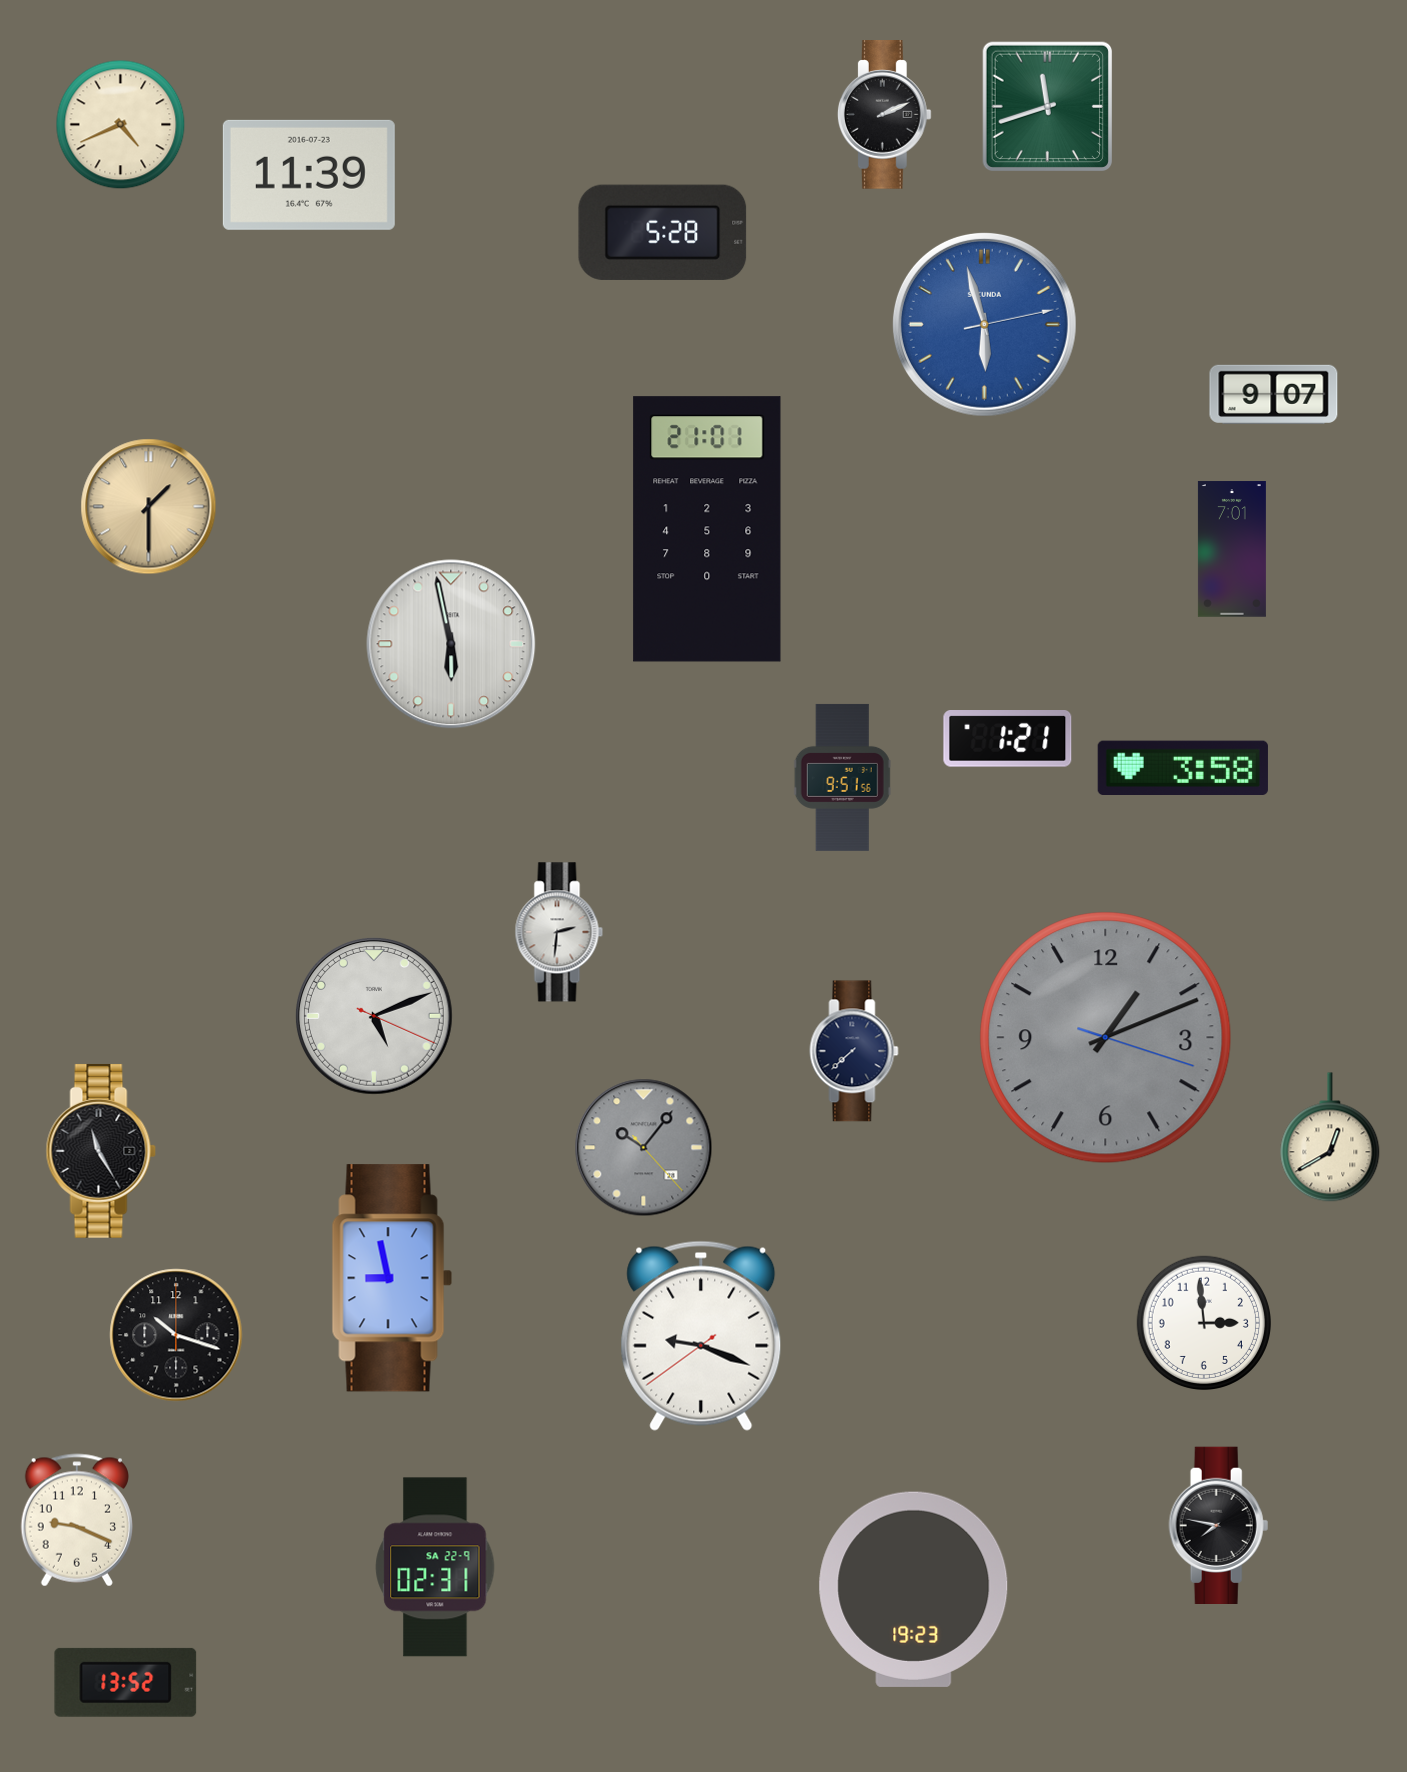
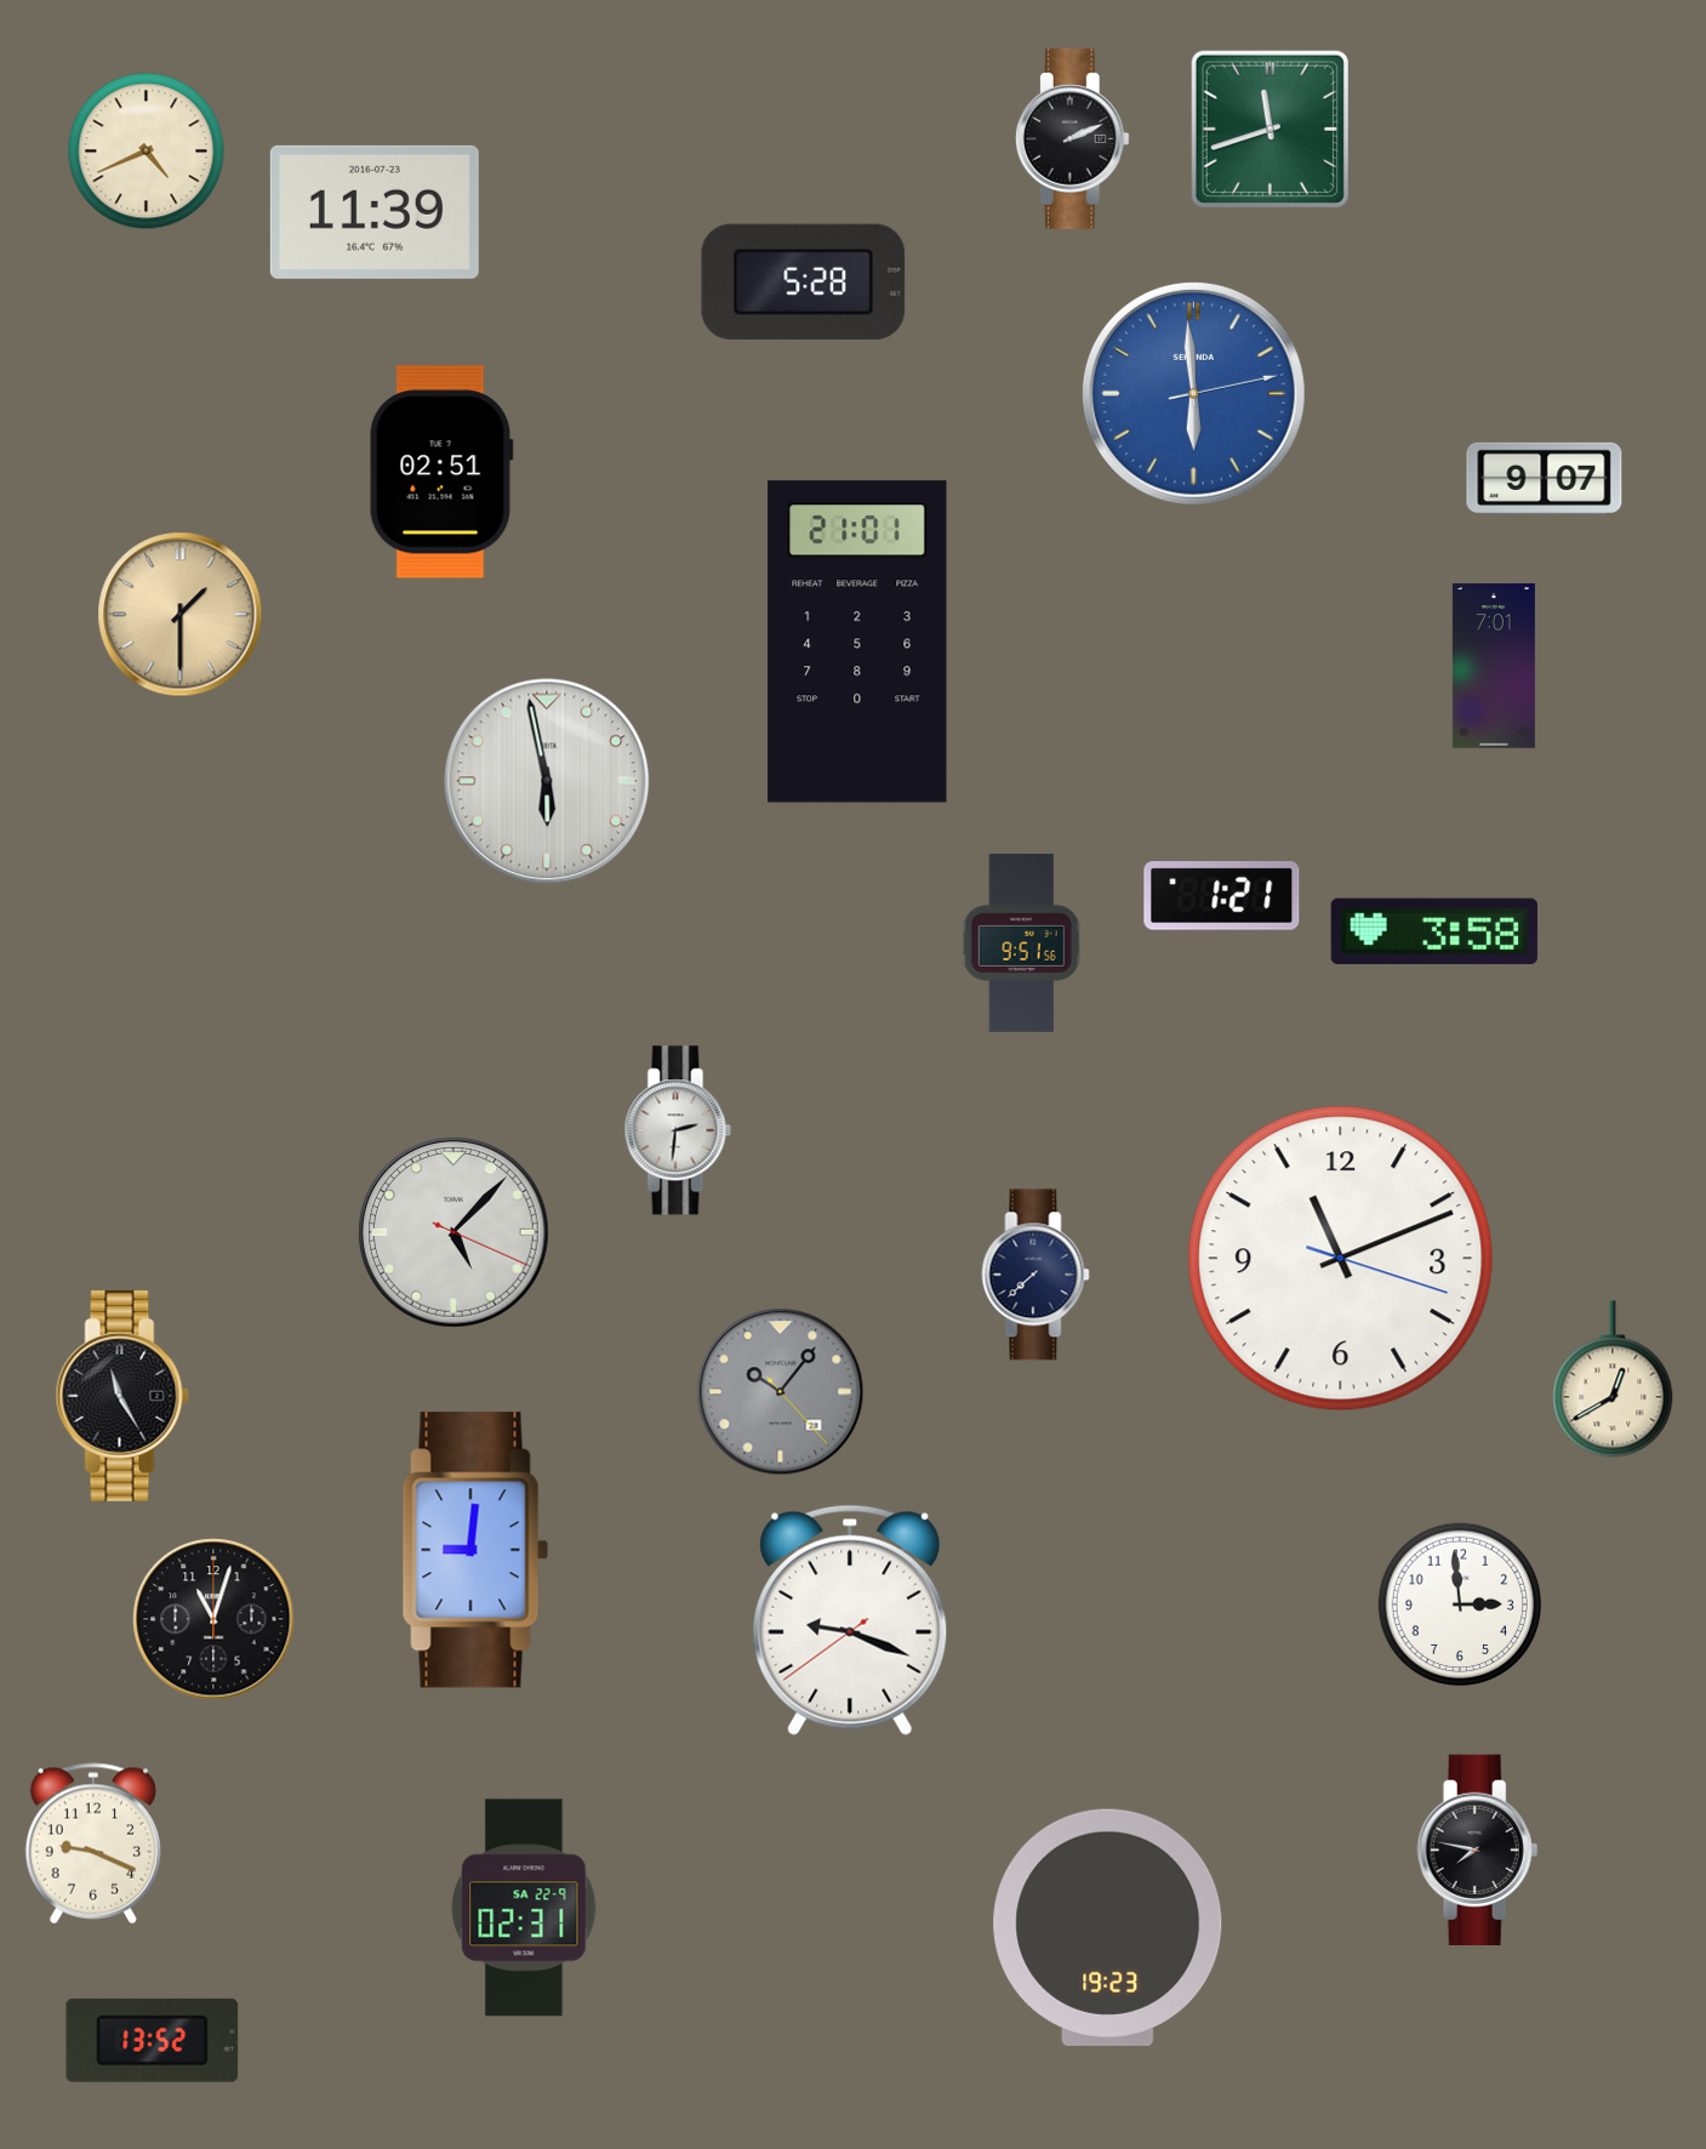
clock at (984, 324): 5:57 -> 5:59
clock at (441, 472): none -> 02:51
clock at (375, 1016): 5:11 -> 5:07
clock at (1106, 1038): 1:11 -> 11:11
clock at (1106, 1038) dial: grey -> white
clock at (392, 1278): 8:58 -> 9:01
clock at (176, 1335): 10:18 -> 11:03
clock at (435, 1567) position: (435, 1567) -> (524, 1908)
